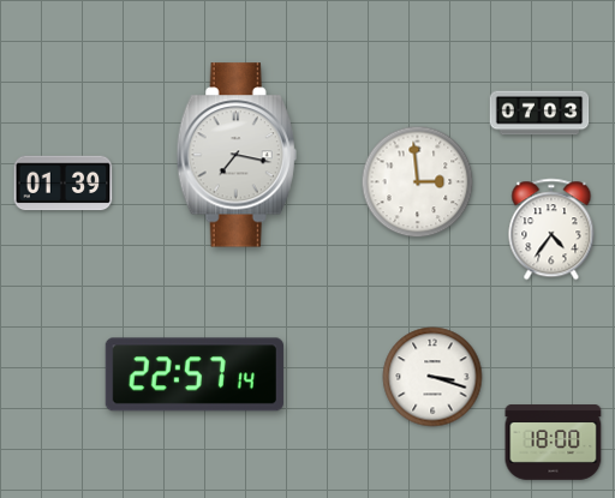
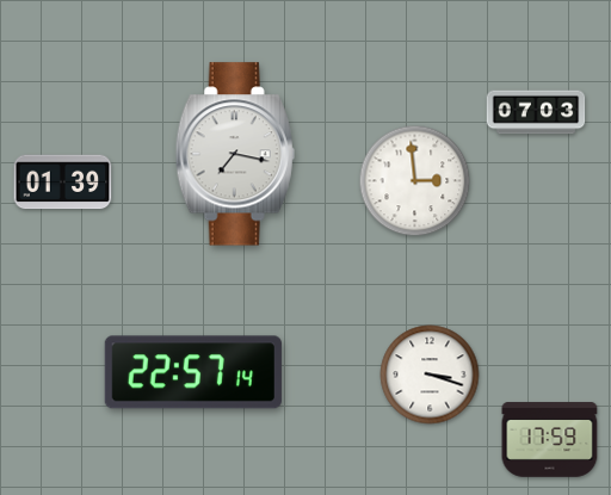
clock at (551, 229): 4:36 -> none
clock at (554, 443): 18:00 -> 17:59
